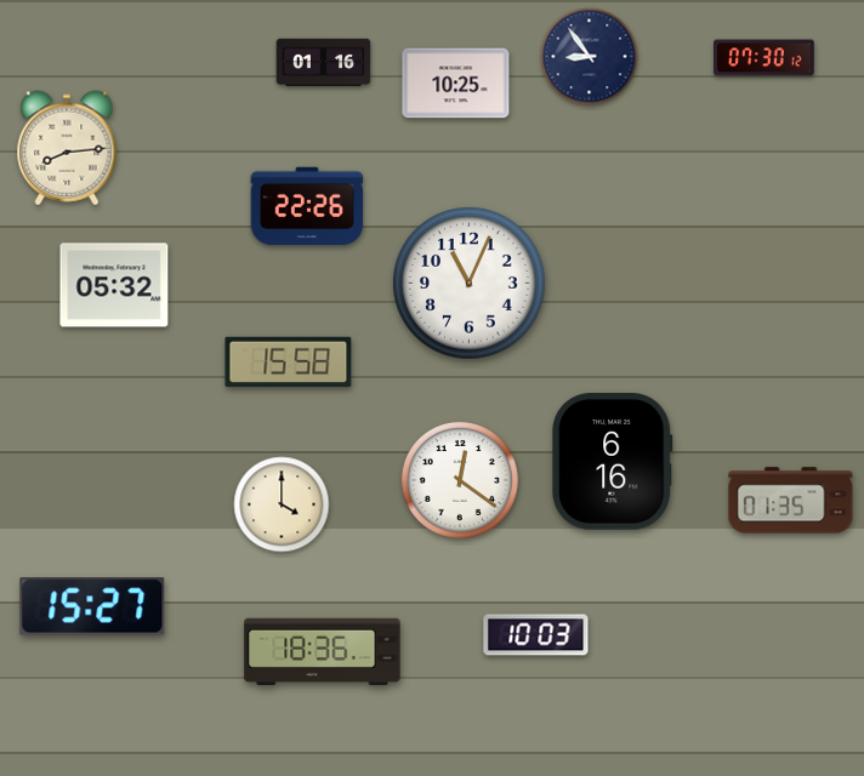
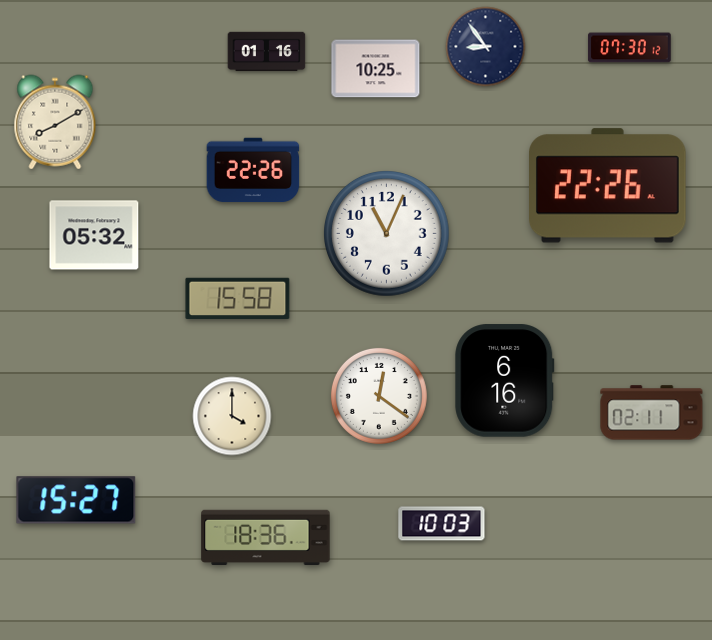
clock at (67, 148): 8:14 -> 8:10
clock at (608, 186): none -> 22:26
clock at (791, 501): 01:35 -> 02:11
